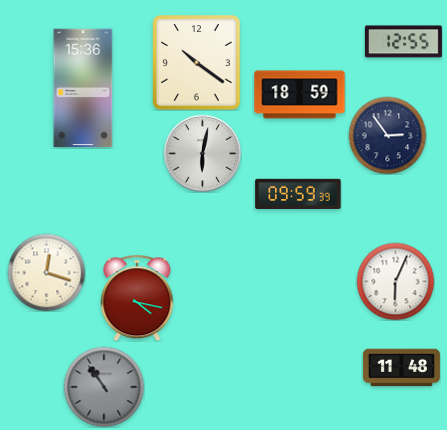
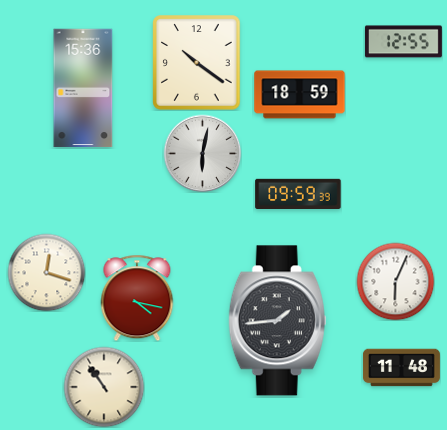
clock at (387, 135): 2:54 -> none
clock at (277, 321): none -> 1:44
clock at (104, 387) dial: grey -> cream
